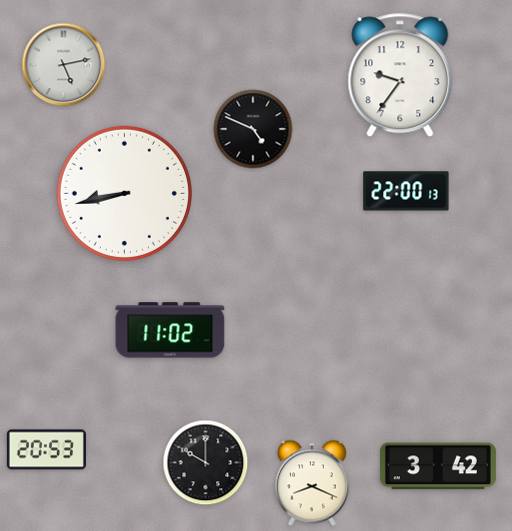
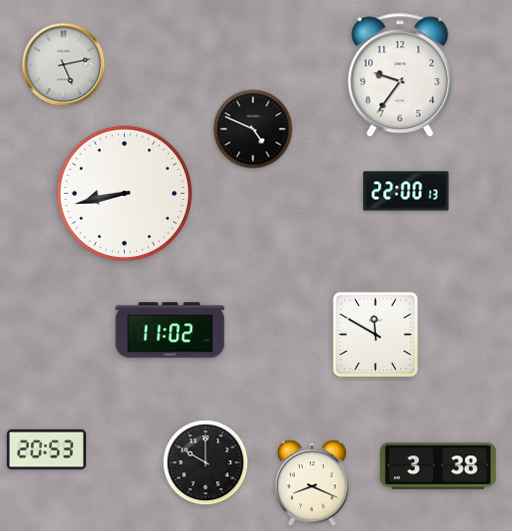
clock at (375, 334): none -> 11:50
clock at (438, 466): 3:42 -> 3:38
